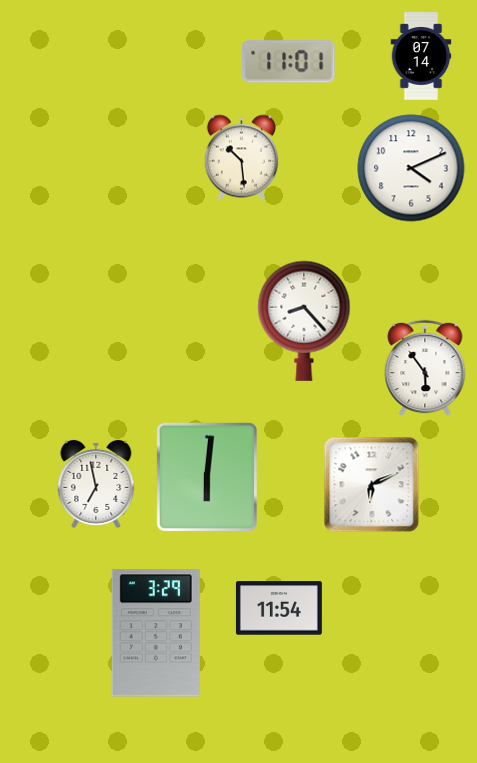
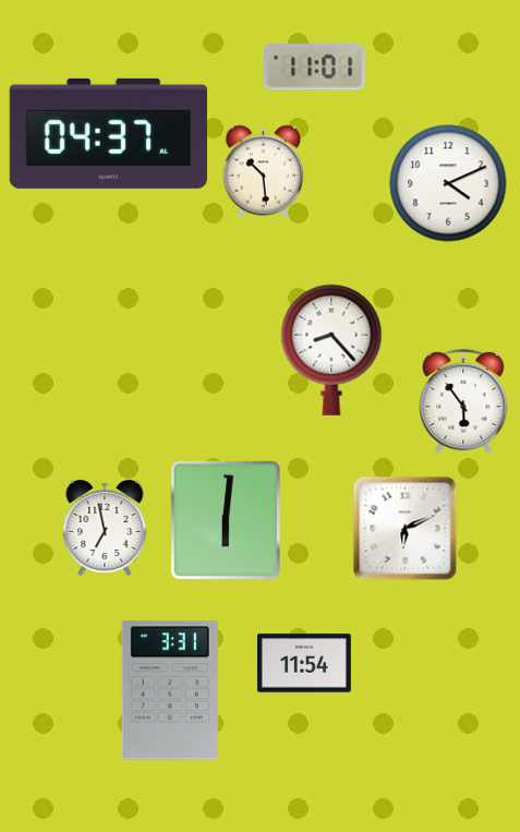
clock at (421, 56): 07:14 -> none
clock at (108, 133): none -> 04:37
clock at (156, 633): 3:29 -> 3:31
